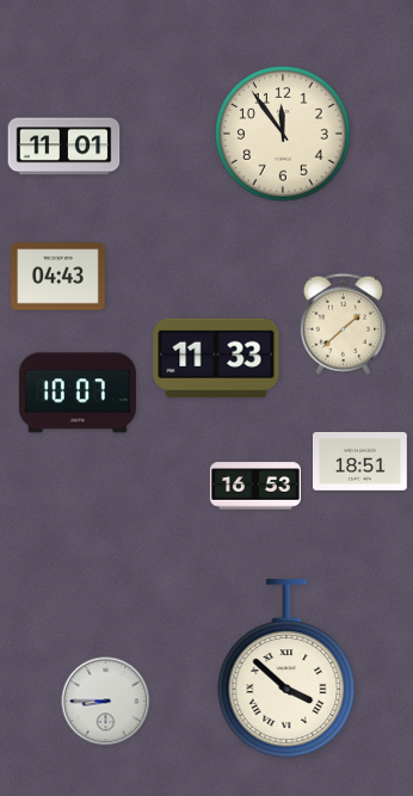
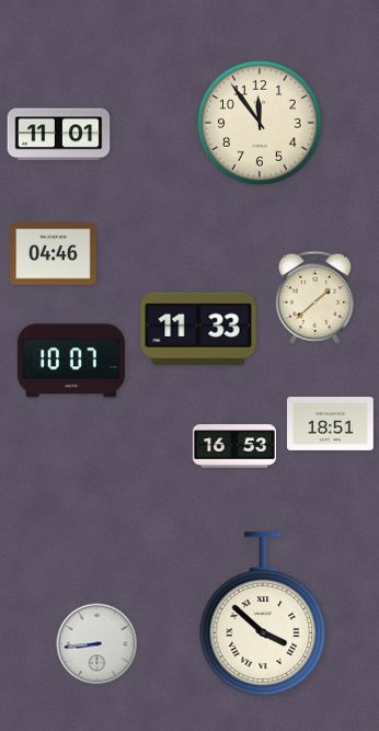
clock at (58, 277): 04:43 -> 04:46
clock at (106, 702): 8:45 -> 8:44
